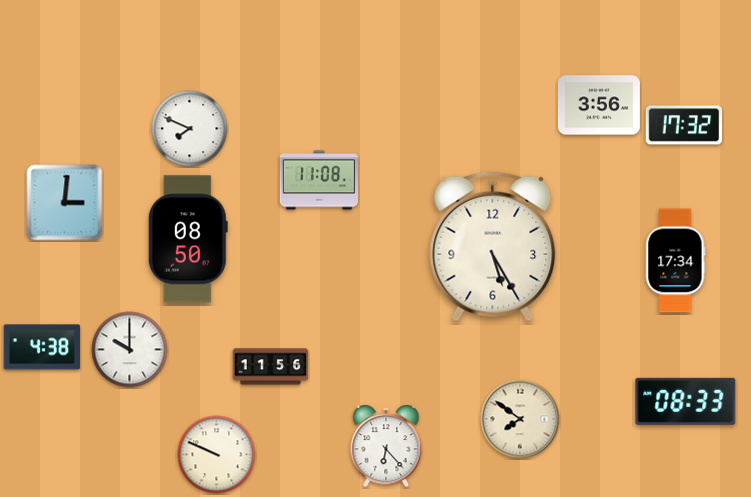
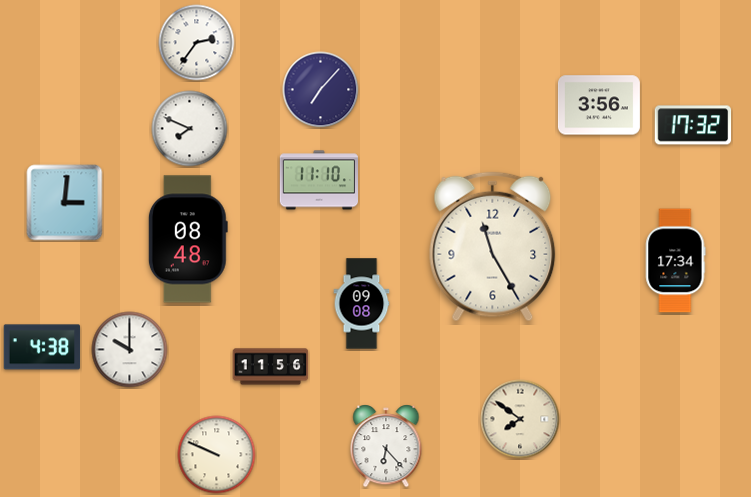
clock at (197, 43): none -> 2:36
clock at (321, 90): none -> 7:07
clock at (684, 125) position: (684, 125) -> (693, 125)
clock at (318, 180): 11:08 -> 11:10
clock at (188, 239): 08:50 -> 08:48
clock at (493, 247): 5:25 -> 11:25
clock at (362, 304): none -> 09:08
clock at (686, 401): 08:33 -> none
